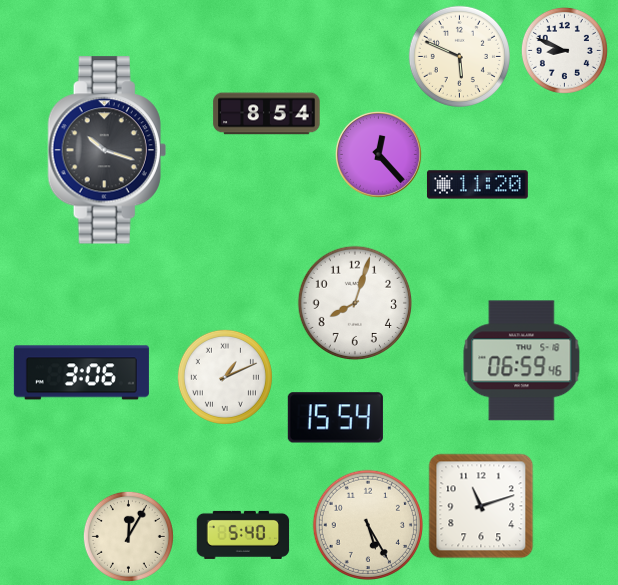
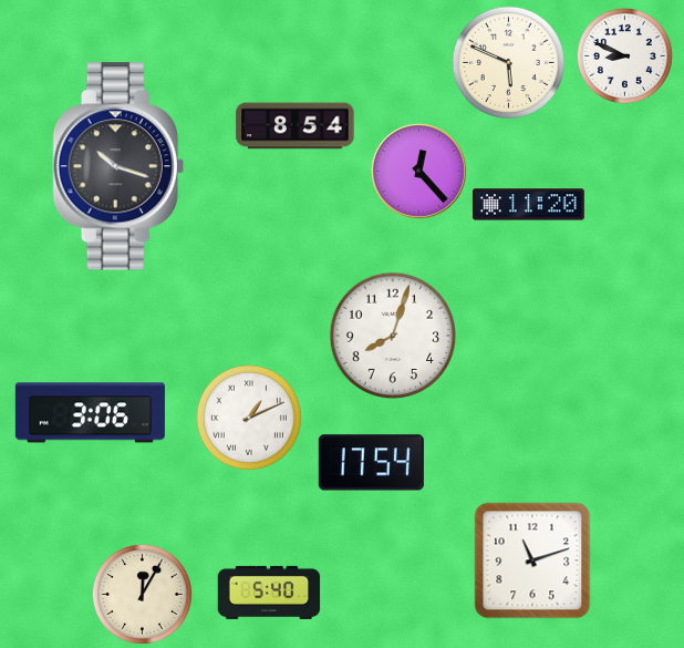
clock at (522, 361): 06:59 -> none
clock at (335, 418): 15:54 -> 17:54
clock at (367, 524): 5:25 -> none
